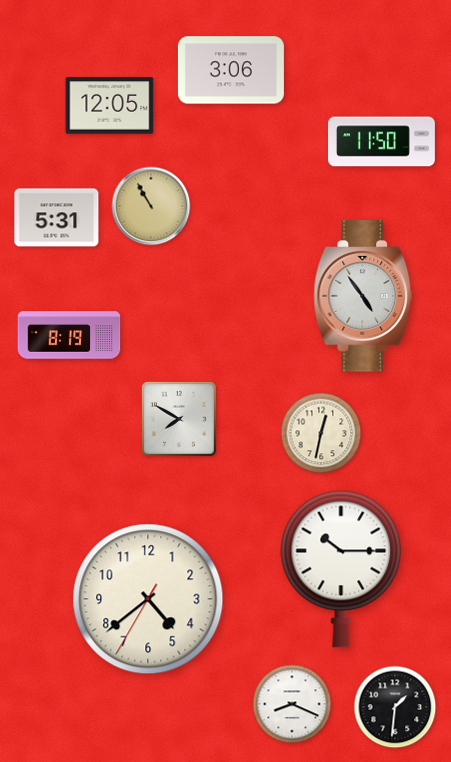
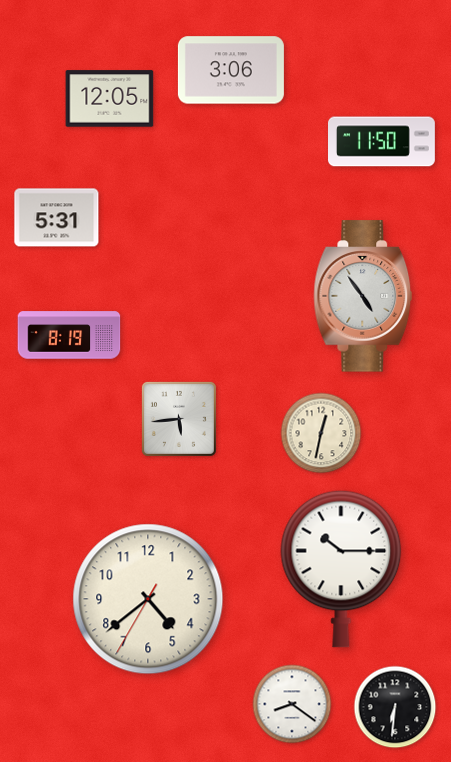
clock at (110, 106) position: (110, 106) -> (110, 99)
clock at (151, 206): 10:55 -> none
clock at (179, 419): 7:50 -> 5:44
clock at (292, 704): 8:19 -> 8:21
clock at (395, 707): 1:31 -> 6:31
